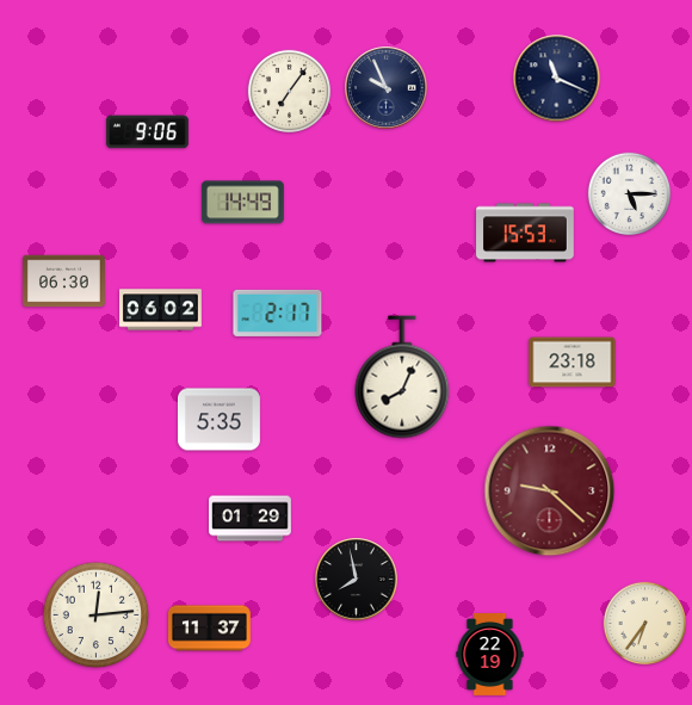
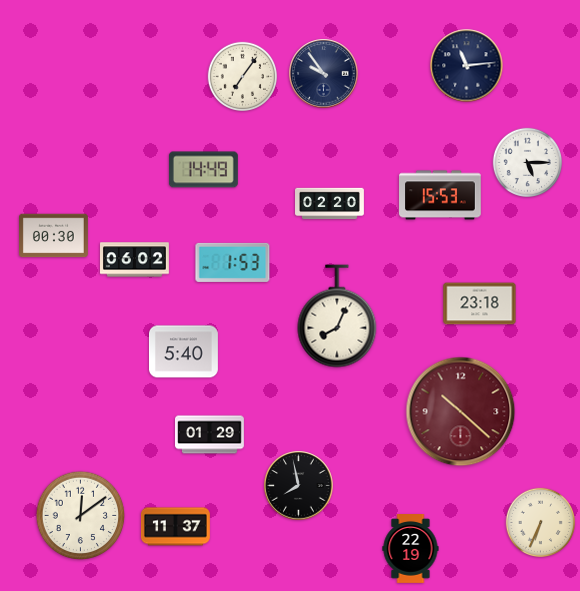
clock at (557, 79): 11:19 -> 11:14
clock at (387, 88): 9:56 -> 9:54
clock at (147, 132): 9:06 -> none
clock at (330, 204): none -> 02:20
clock at (64, 282): 06:30 -> 00:30
clock at (278, 313): 2:17 -> 1:53
clock at (220, 420): 5:35 -> 5:40
clock at (550, 491): 9:22 -> 10:22
clock at (97, 616): 12:14 -> 12:09
clock at (644, 623): 6:36 -> 6:34
